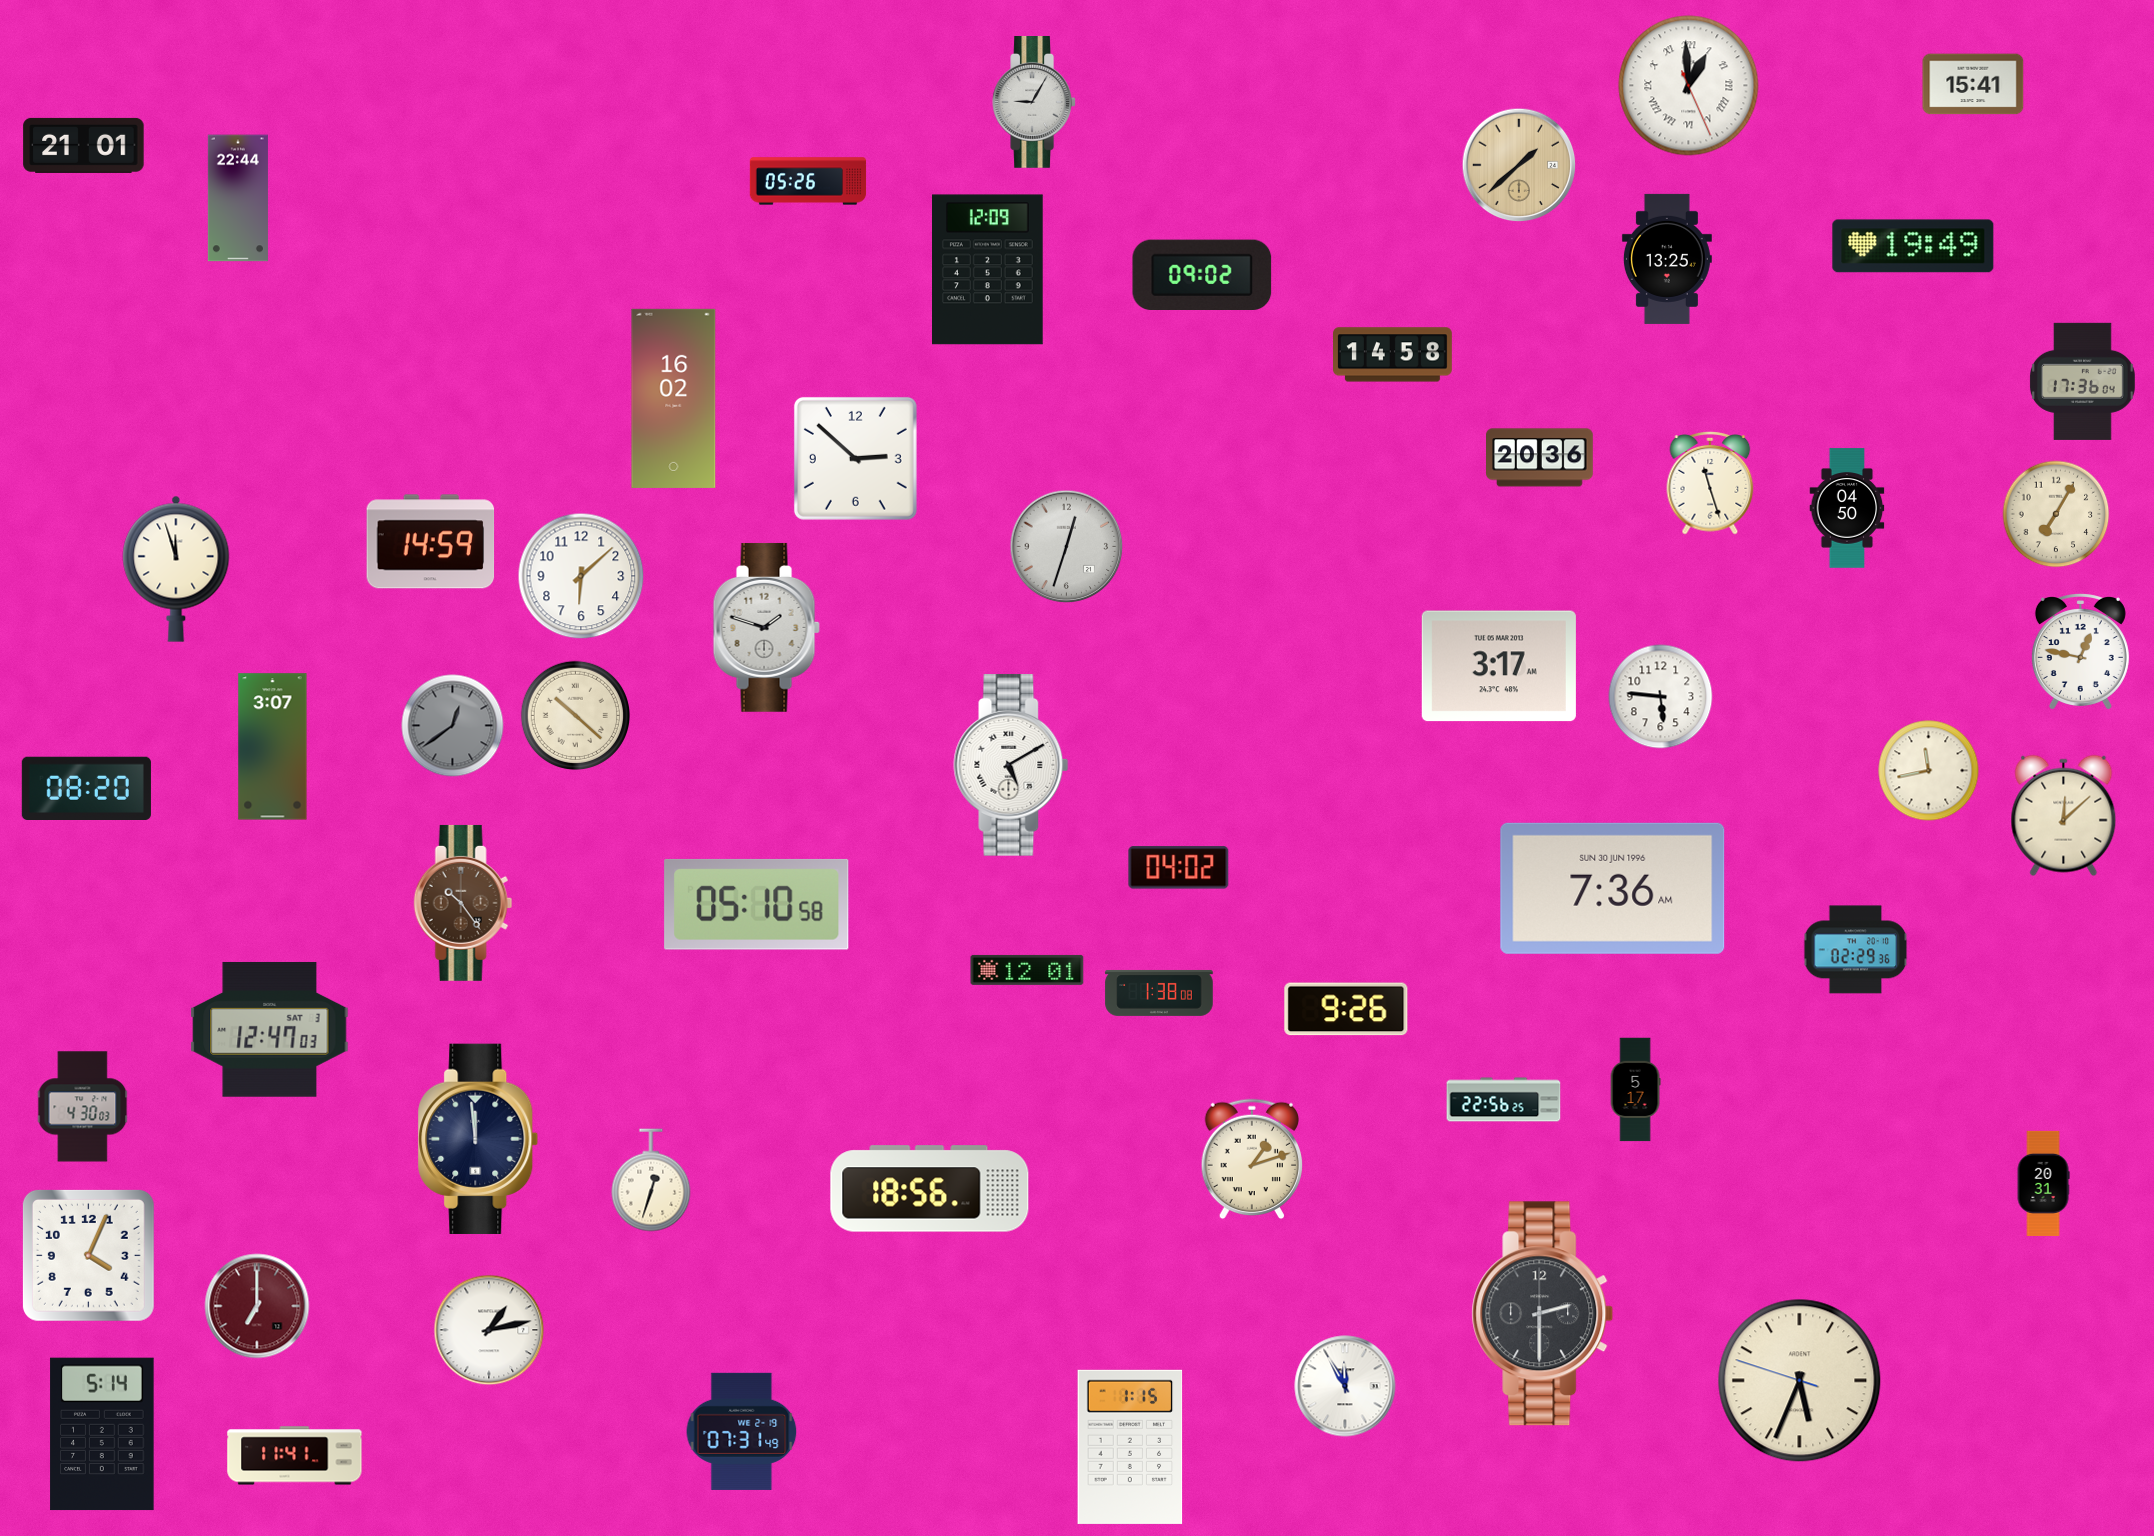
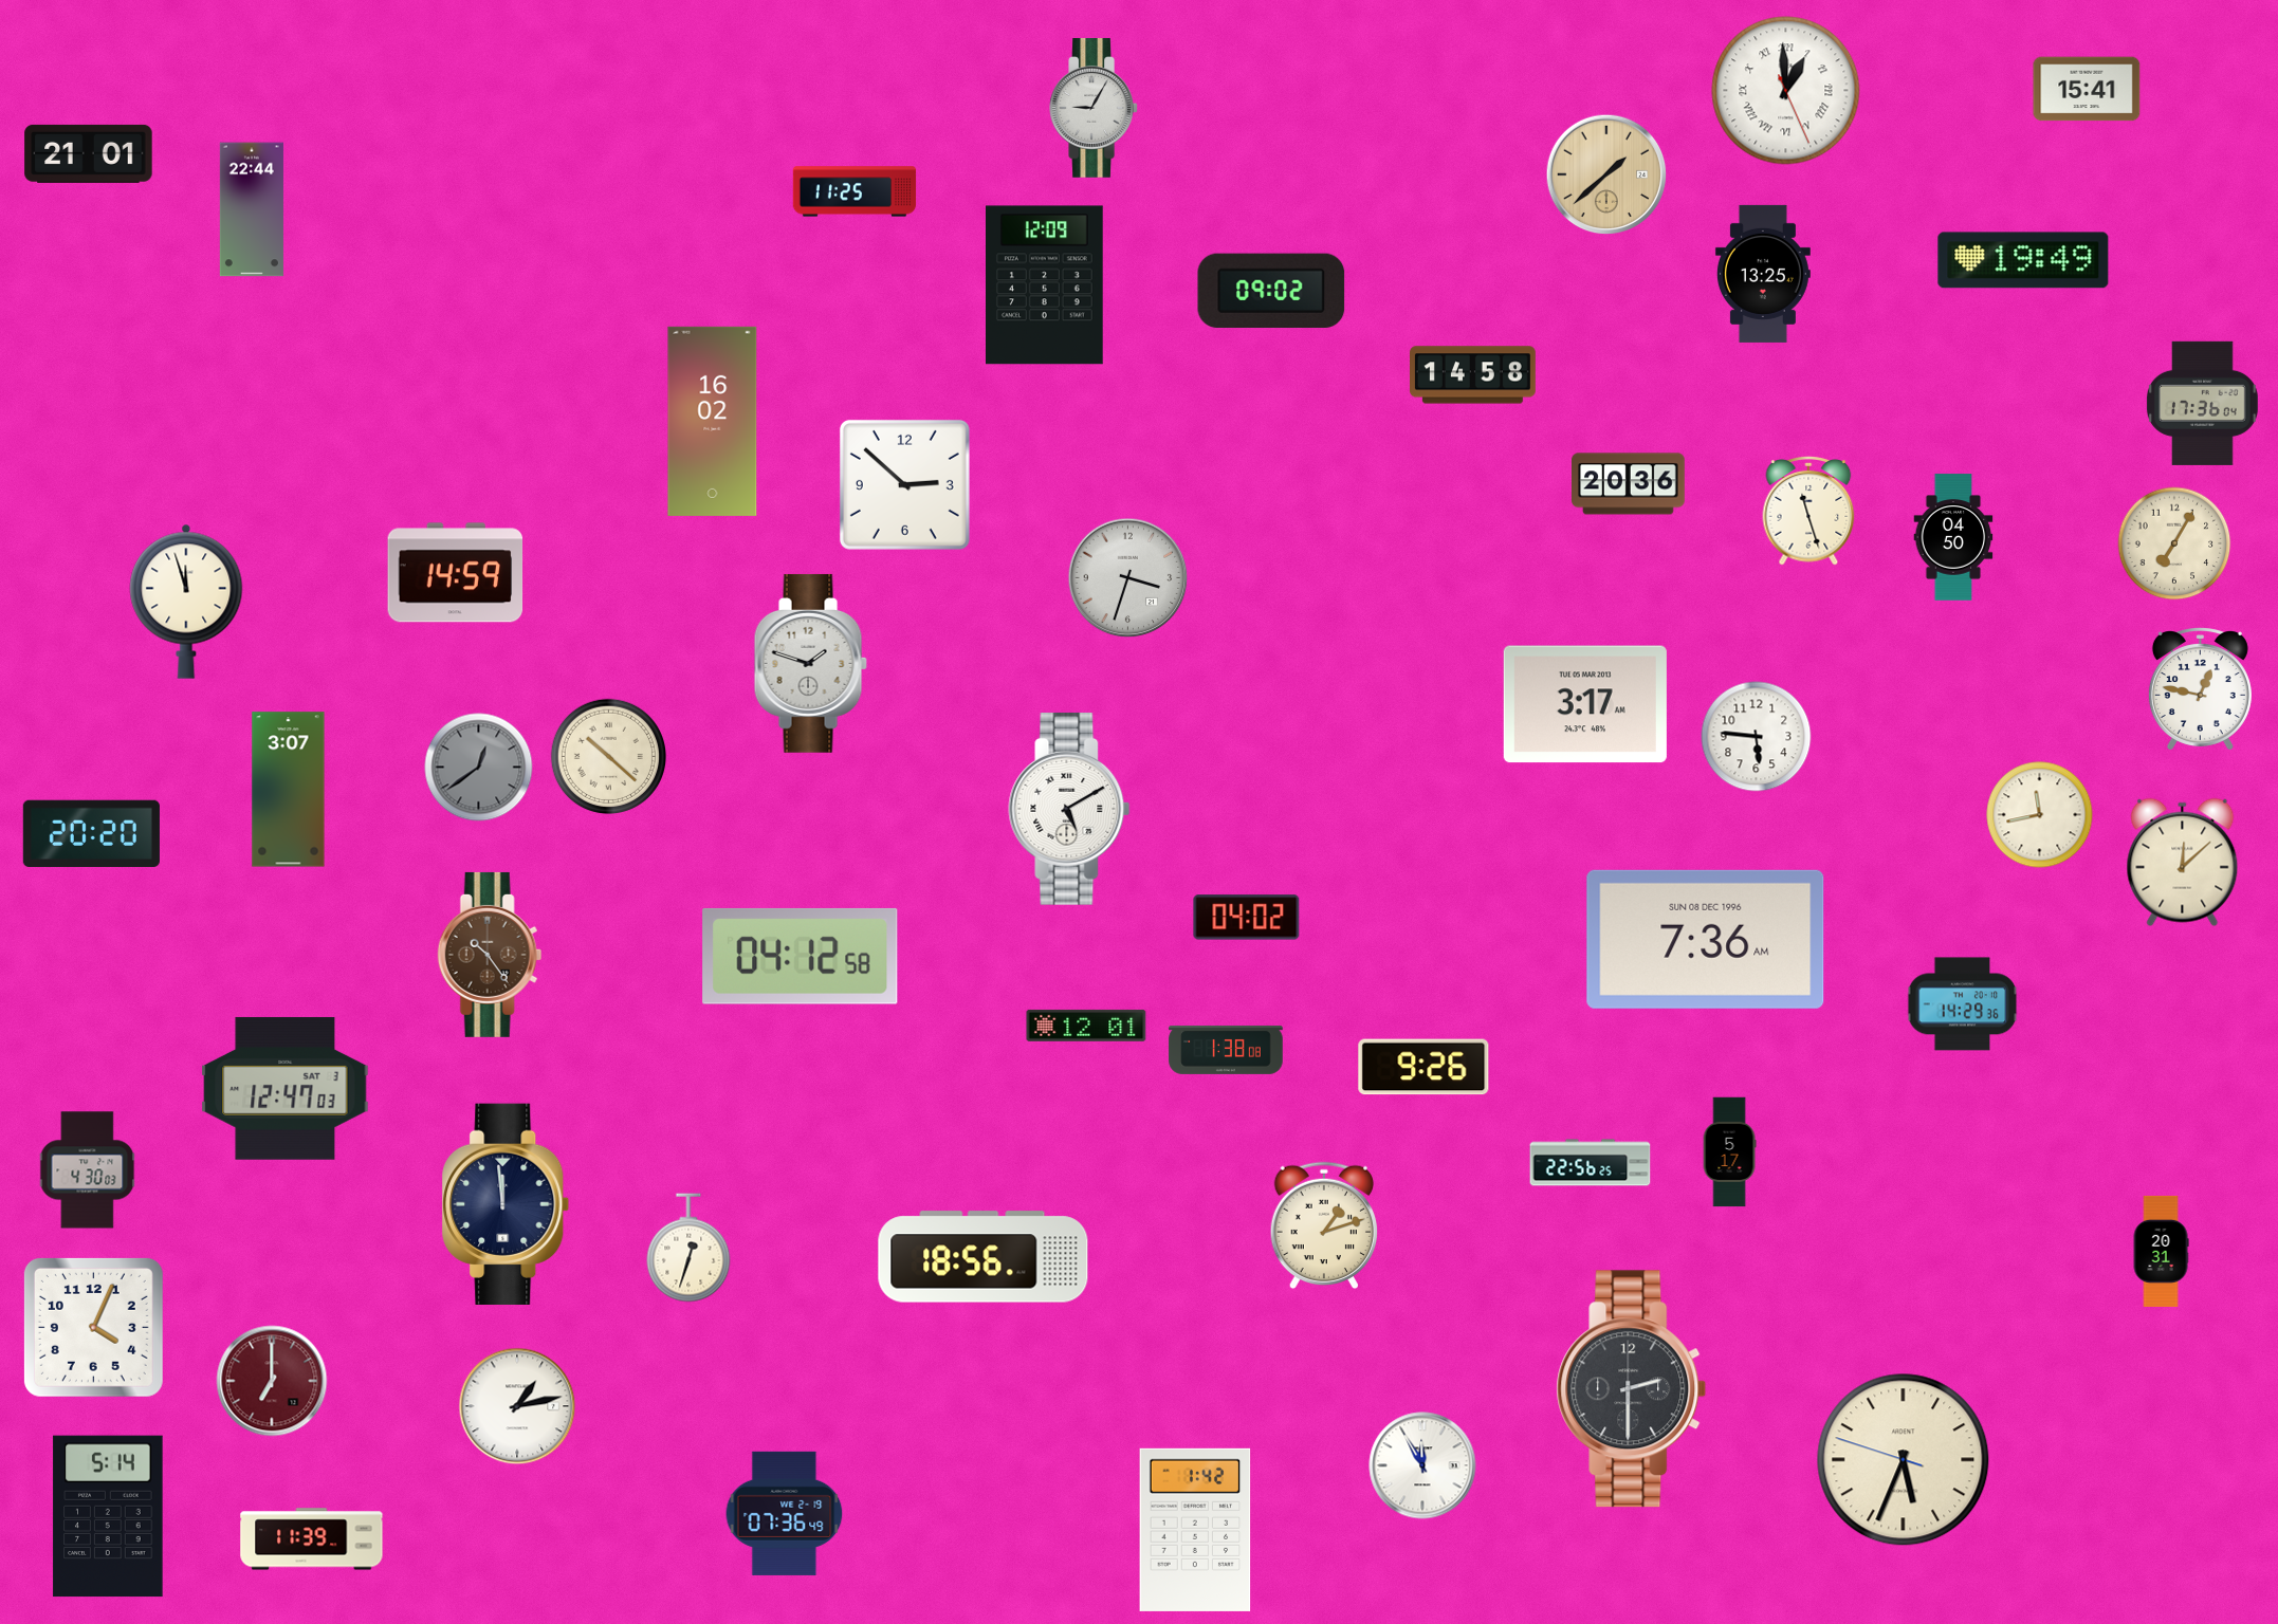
clock at (808, 181): 05:26 -> 11:25
clock at (1067, 547): 12:33 -> 3:33
clock at (581, 576): 6:08 -> none
clock at (86, 788): 08:20 -> 20:20
clock at (1613, 888) date: SUN 30 JUN 1996 -> SUN 08 DEC 1996
clock at (757, 904): 05:10 -> 04:12
clock at (1856, 950): 02:29 -> 14:29
clock at (742, 1431): 07:31 -> 07:36
clock at (1130, 1447): 1:15 -> 1:42
clock at (295, 1456): 11:41 -> 11:39
